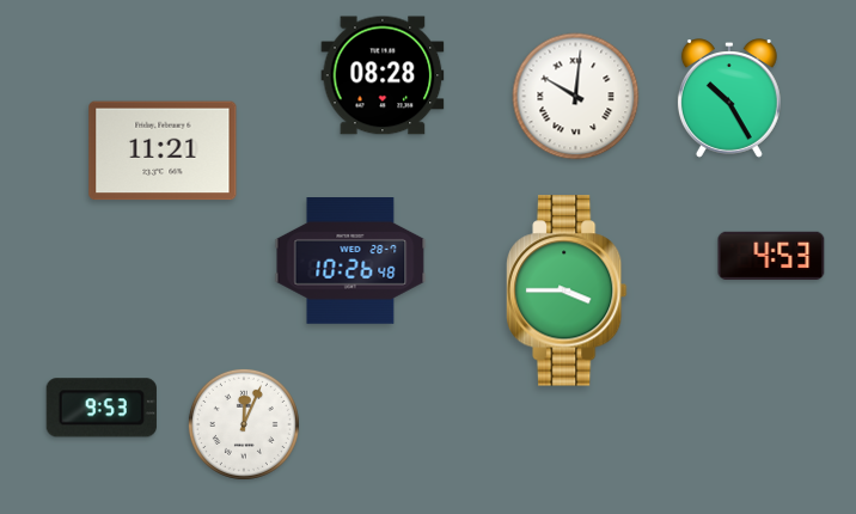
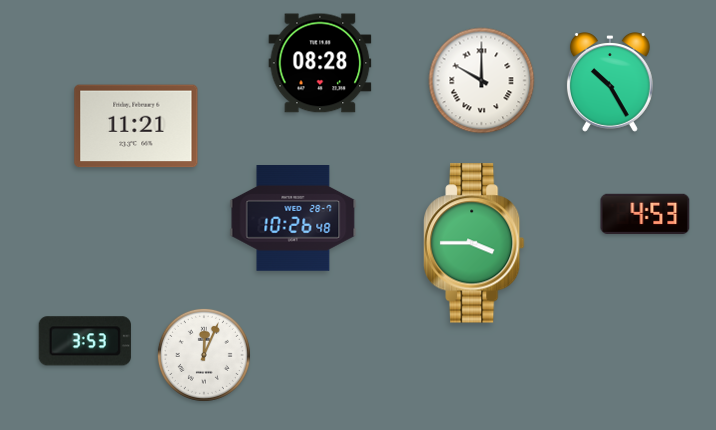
clock at (576, 97): 10:01 -> 10:00
clock at (102, 408): 9:53 -> 3:53
